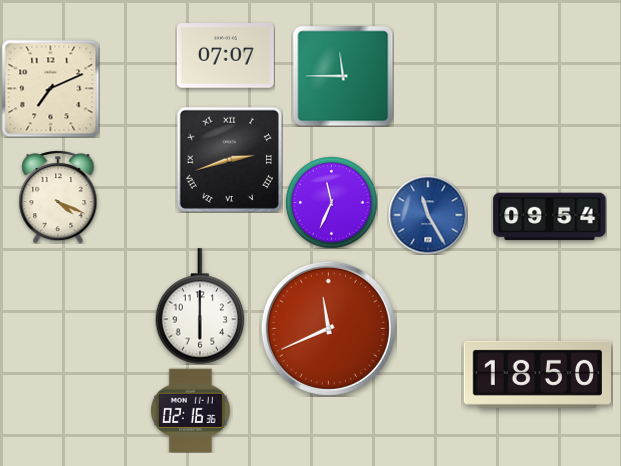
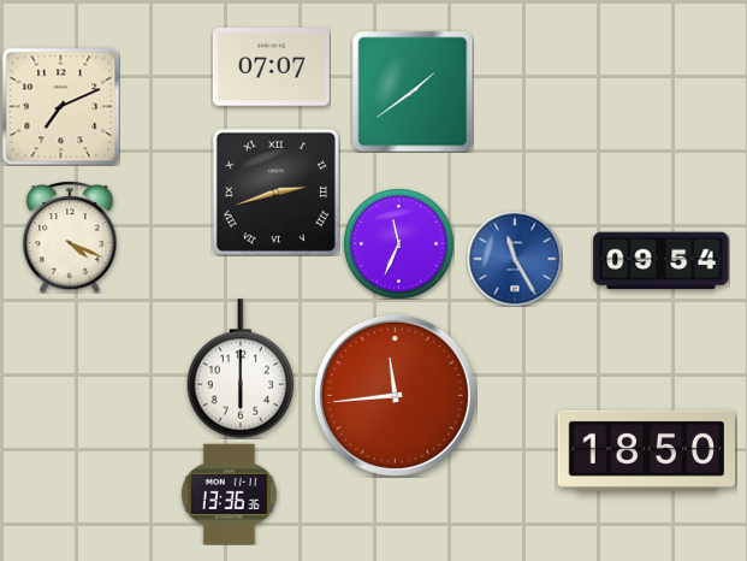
clock at (343, 76): 11:45 -> 1:39
clock at (328, 328): 11:41 -> 11:44
clock at (190, 410): 02:16 -> 13:36
